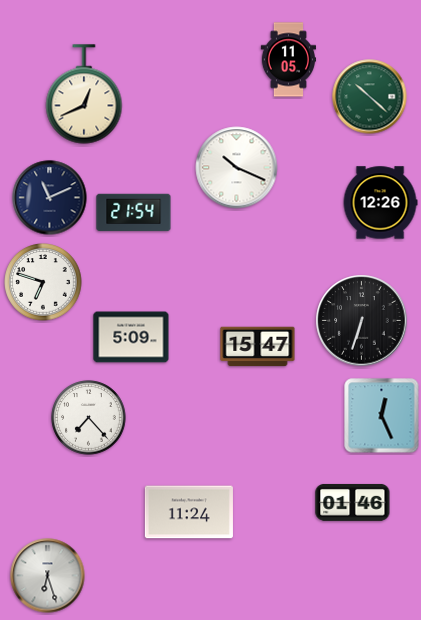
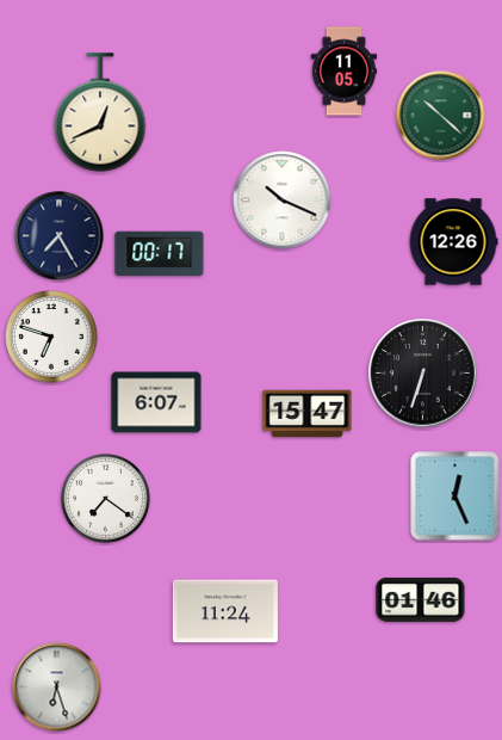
clock at (50, 198): 11:11 -> 7:25
clock at (134, 213): 21:54 -> 00:17
clock at (362, 321) position: (362, 321) -> (423, 374)
clock at (131, 337): 5:09 -> 6:07
clock at (89, 418): 7:23 -> 7:21
